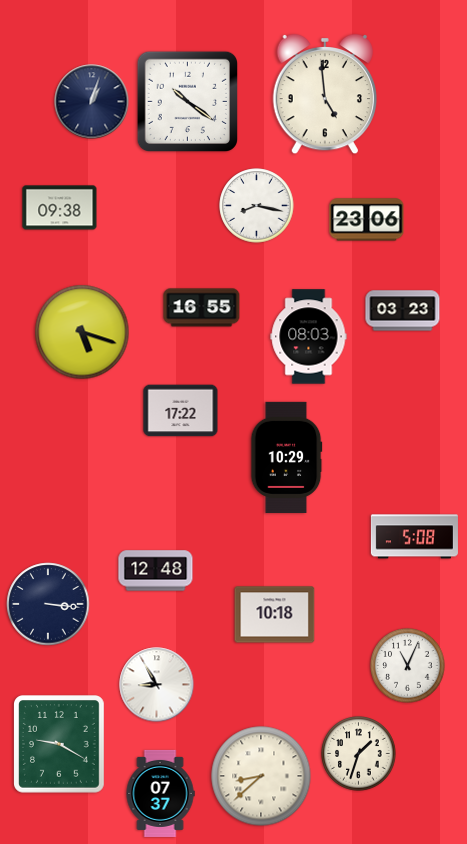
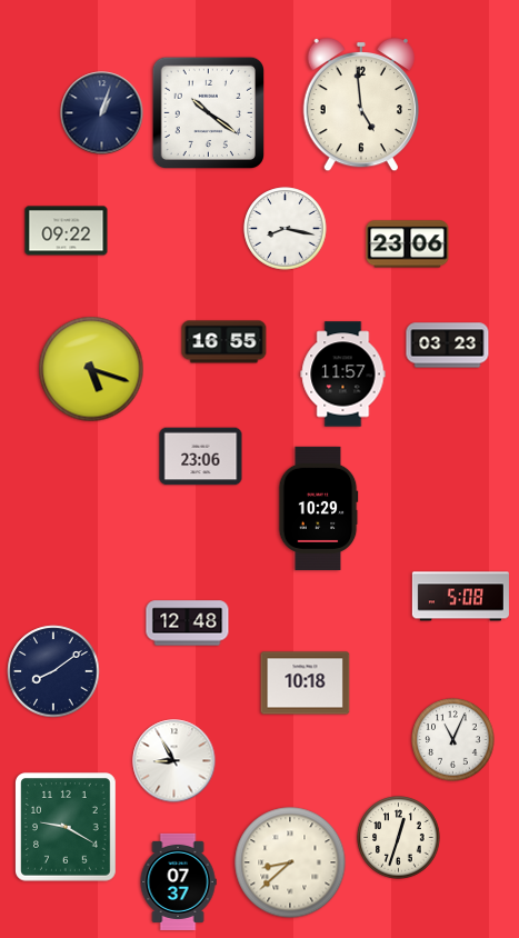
clock at (60, 208): 09:38 -> 09:22
clock at (309, 337): 08:03 -> 11:57
clock at (181, 411): 17:22 -> 23:06
clock at (156, 571) position: (156, 571) -> (188, 623)
clock at (48, 604): 3:16 -> 8:09
clock at (359, 754): 1:33 -> 12:33
